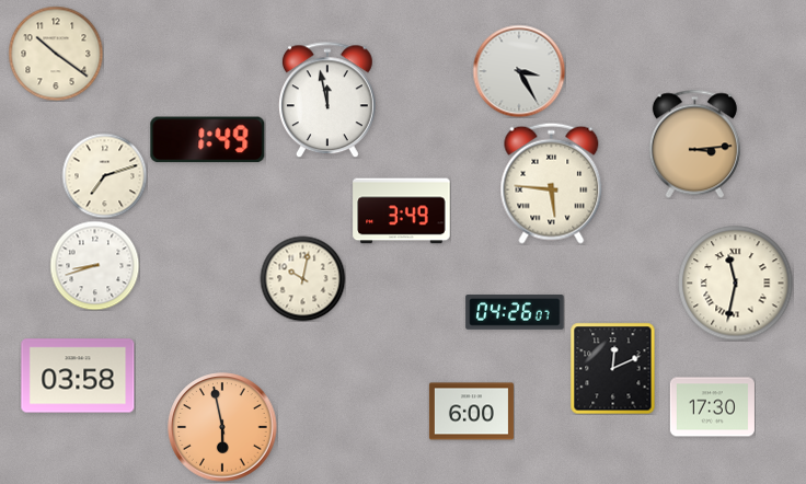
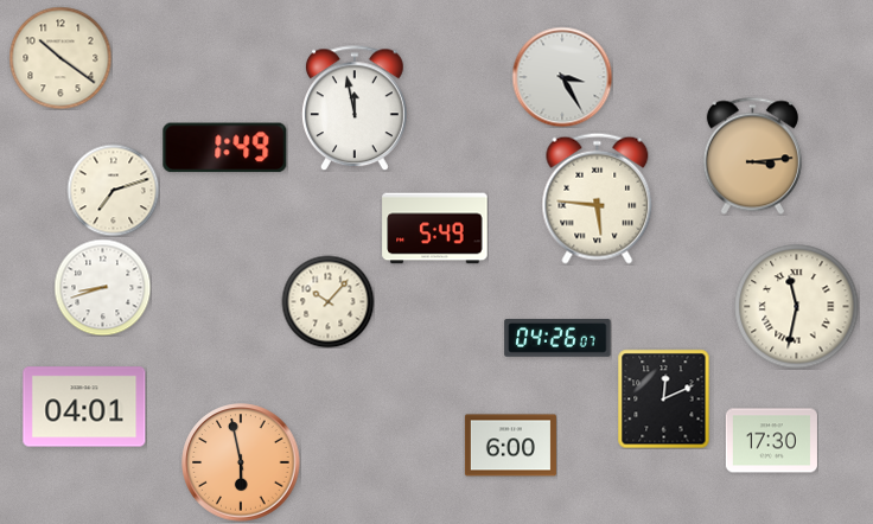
clock at (208, 140) position: (208, 140) -> (225, 148)
clock at (402, 211): 3:49 -> 5:49
clock at (302, 278): 10:02 -> 10:07
clock at (78, 376): 03:58 -> 04:01
